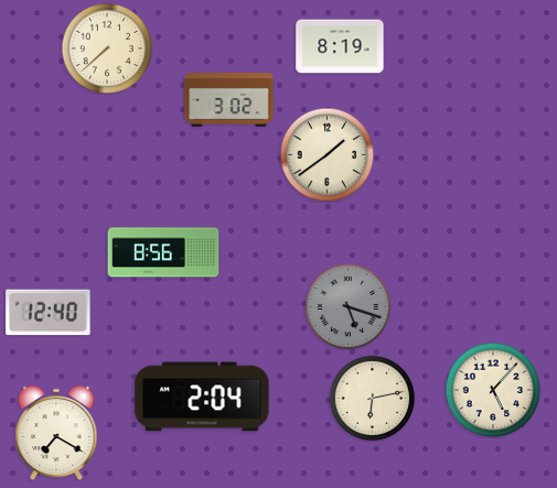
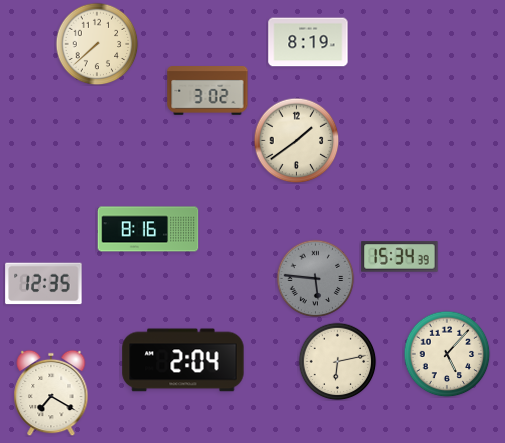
clock at (163, 252): 8:56 -> 8:16
clock at (400, 257): none -> 15:34
clock at (347, 306): 5:18 -> 5:46
clock at (49, 313): 12:40 -> 12:35
